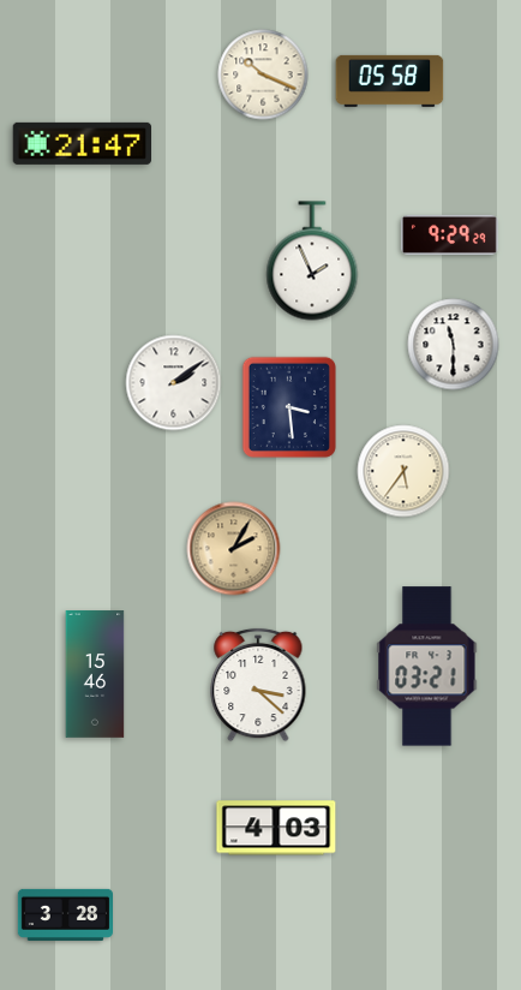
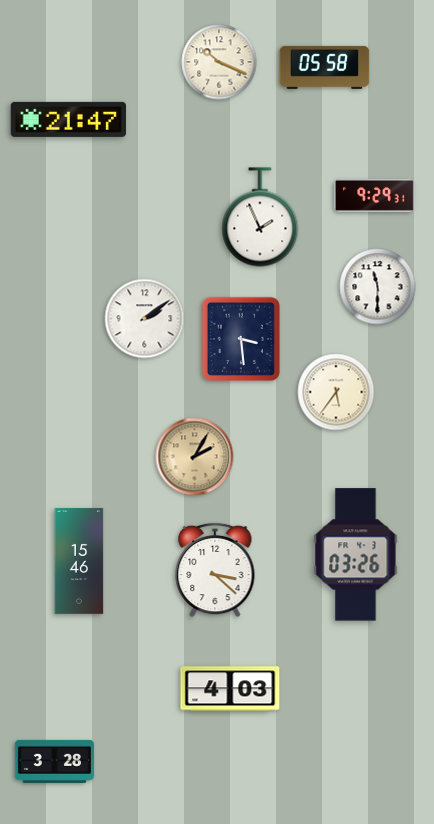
clock at (450, 234): 9:29:29 -> 9:29:31
clock at (427, 667): 03:21 -> 03:26
